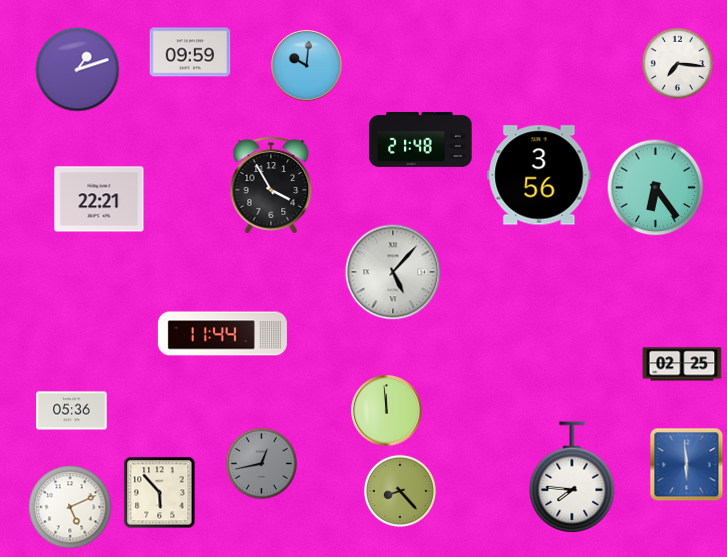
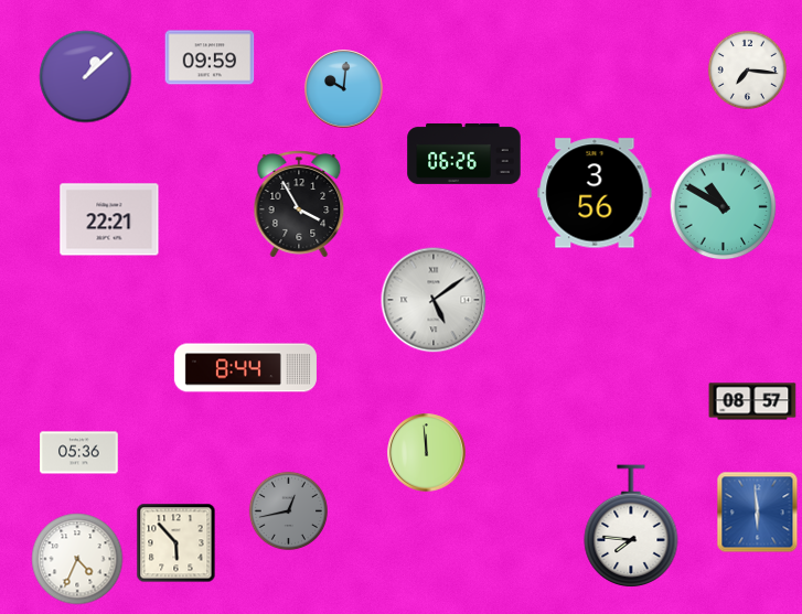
clock at (307, 66) position: (307, 66) -> (344, 89)
clock at (78, 70): 1:12 -> 1:08
clock at (421, 139): 21:48 -> 06:26
clock at (656, 188): 6:24 -> 10:50
clock at (393, 272): 5:07 -> 5:09
clock at (222, 334): 11:44 -> 8:44
clock at (682, 364): 02:25 -> 08:57
clock at (400, 491): 8:23 -> none
clock at (70, 507): 5:11 -> 4:34
